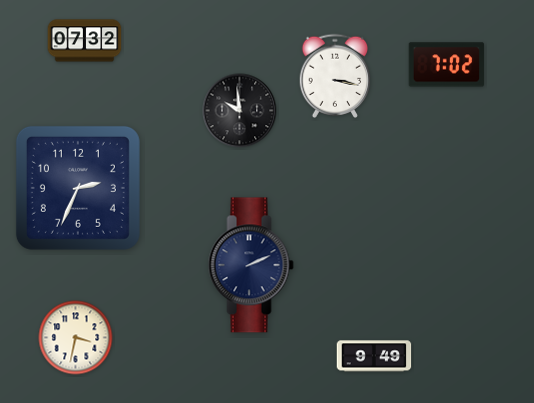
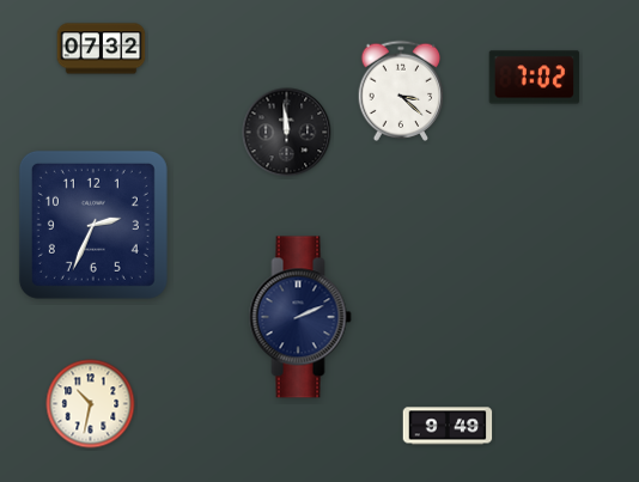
clock at (335, 76): 3:17 -> 3:22
clock at (240, 111): 9:59 -> 11:59
clock at (76, 338): 3:32 -> 10:32
